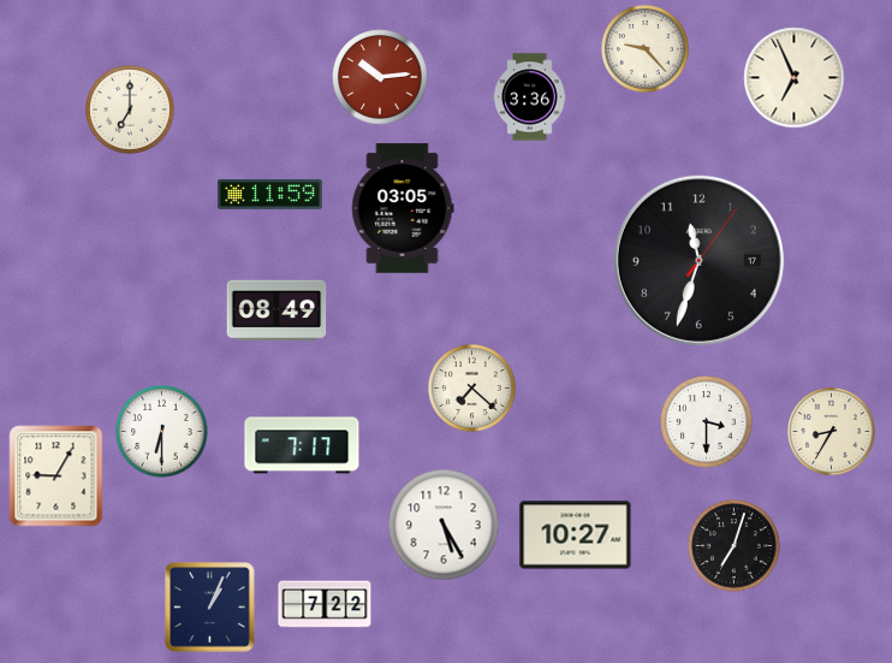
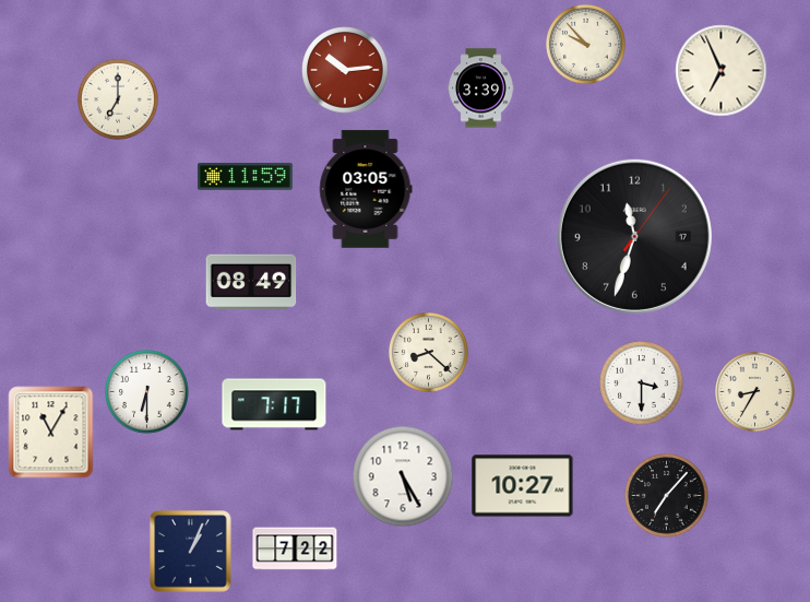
clock at (644, 48): 9:23 -> 9:53
clock at (530, 97): 3:36 -> 3:39
clock at (471, 387): 7:22 -> 8:22
clock at (57, 476): 9:05 -> 11:05
clock at (735, 546): 7:03 -> 7:07
